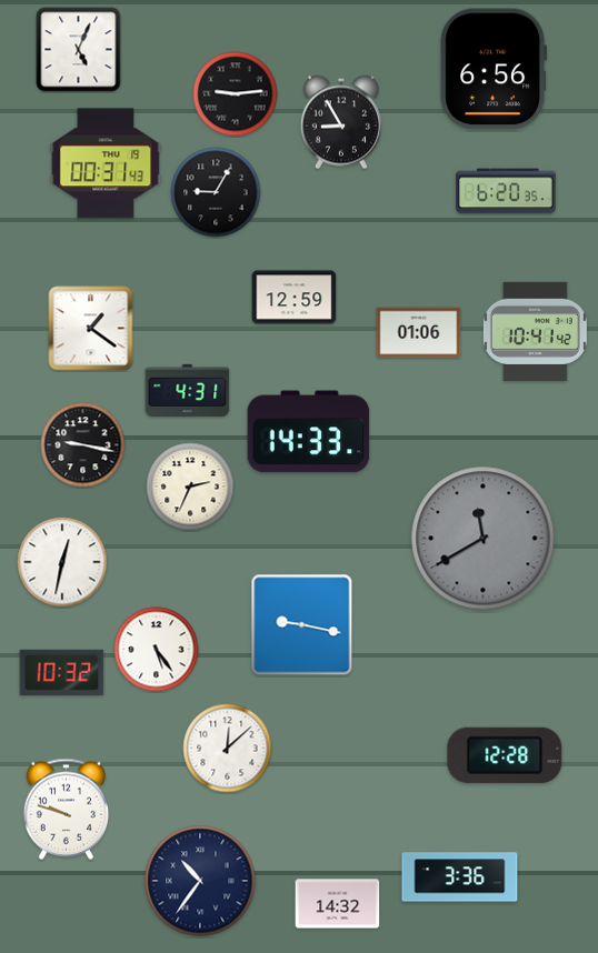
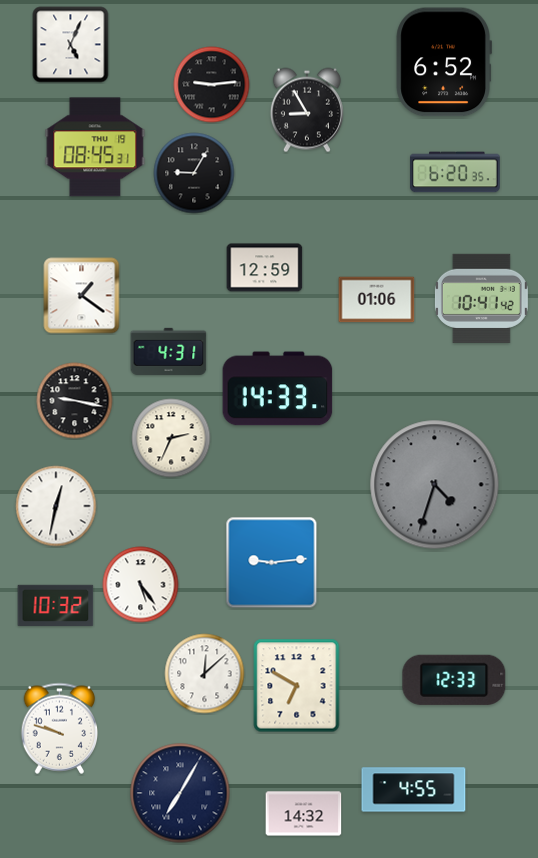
clock at (492, 69): 6:56 -> 6:52
clock at (106, 163): 00:31 -> 08:45
clock at (484, 539): 11:40 -> 4:33
clock at (302, 625): 9:17 -> 9:14
clock at (505, 755): 12:28 -> 12:33
clock at (297, 686): none -> 6:50
clock at (460, 877): 3:36 -> 4:55
clock at (200, 881): 10:36 -> 7:05
